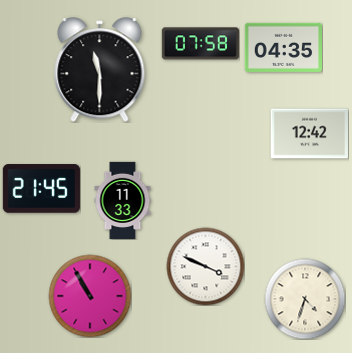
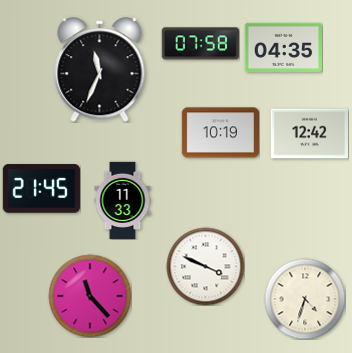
clock at (100, 70): 11:30 -> 11:34
clock at (220, 133): none -> 10:19
clock at (90, 296): 10:55 -> 11:23
